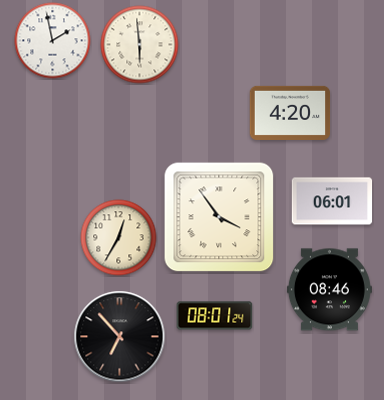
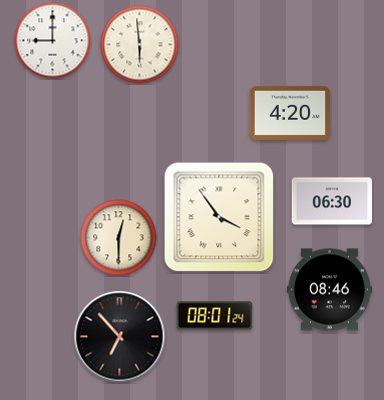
clock at (53, 41): 1:58 -> 9:00
clock at (332, 201): 06:01 -> 06:30
clock at (119, 238): 12:35 -> 12:30
